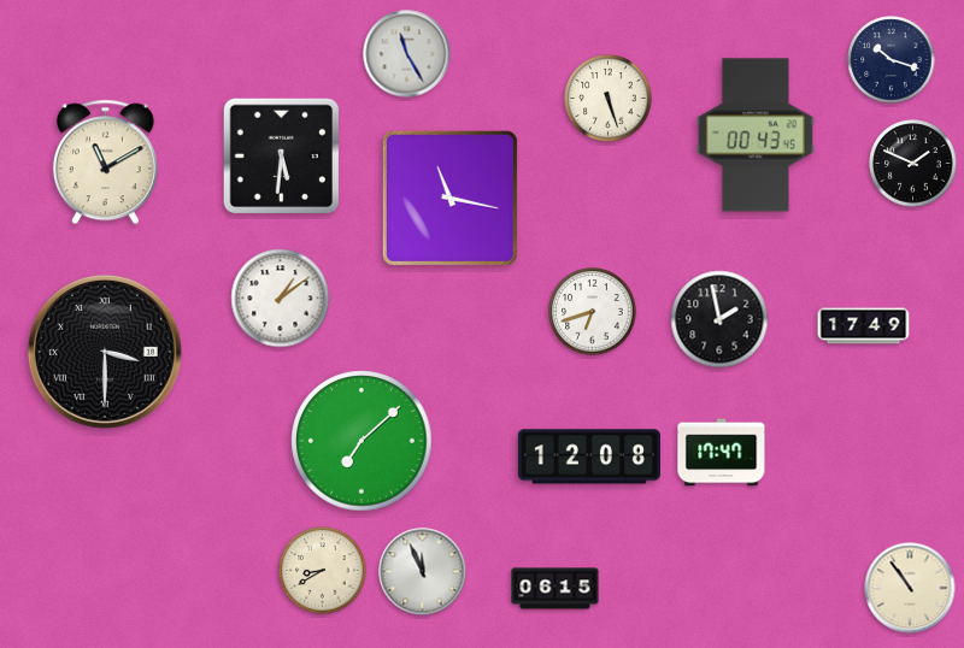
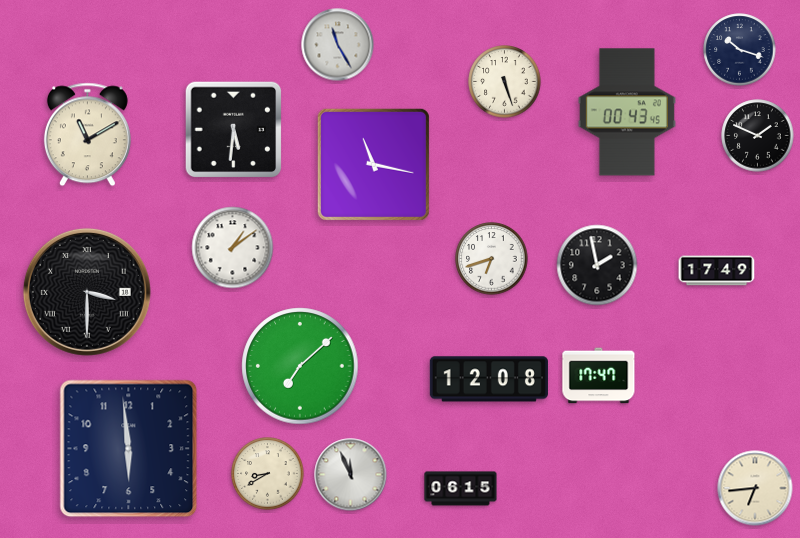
clock at (129, 449): none -> 5:59
clock at (910, 588): 10:54 -> 6:44
